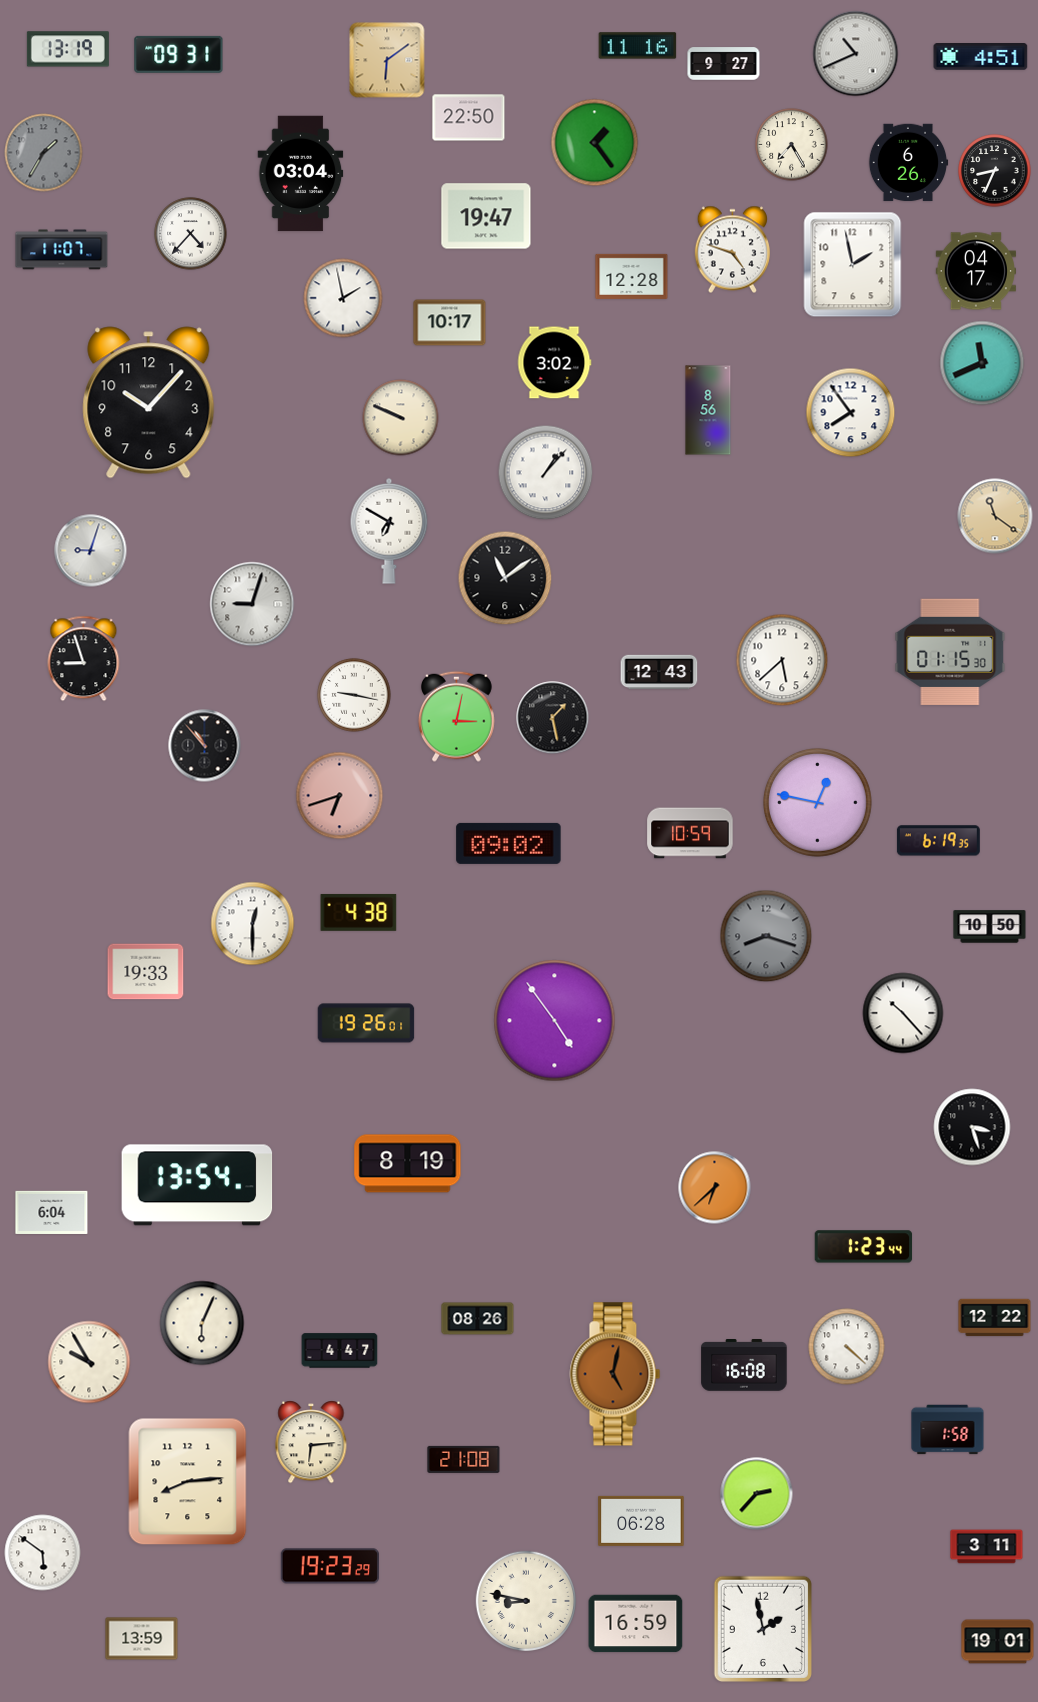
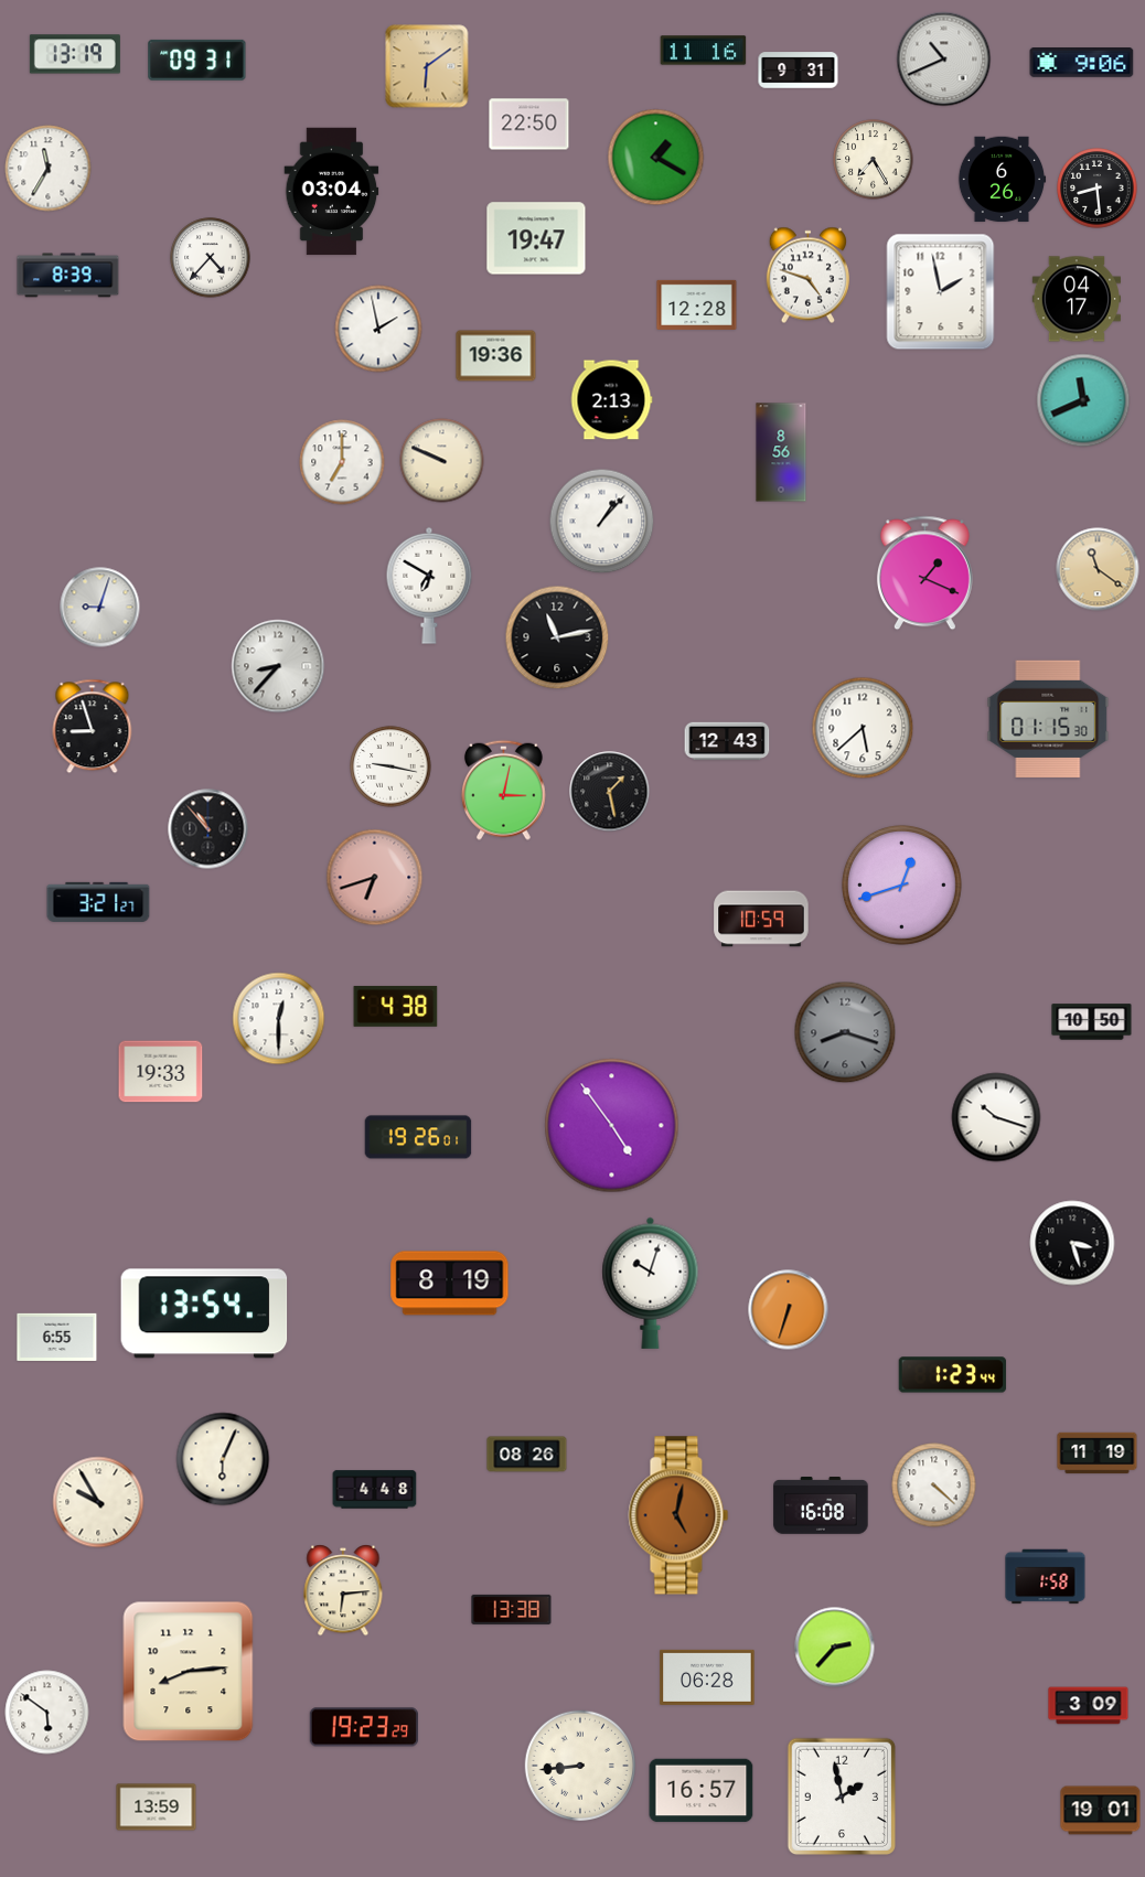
clock at (981, 57): 4:51 -> 9:06
clock at (724, 64): 9:27 -> 9:31
clock at (469, 118) position: (469, 118) -> (529, 125)
clock at (595, 143): 1:24 -> 1:20
clock at (44, 153): 1:35 -> 11:35
clock at (44, 153) dial: grey -> white
clock at (995, 171): 8:34 -> 8:29
clock at (62, 250): 11:07 -> 8:39
clock at (450, 323): 10:17 -> 19:36
clock at (554, 363): 3:02 -> 2:13
clock at (149, 403): 10:07 -> none
clock at (851, 413): 7:54 -> none
clock at (342, 462): none -> 7:00
clock at (924, 573): none -> 1:19
clock at (505, 578): 11:09 -> 11:13
clock at (252, 604): 9:03 -> 8:37
clock at (205, 746) position: (205, 746) -> (208, 829)
clock at (817, 802): 12:47 -> 12:42
clock at (98, 902): none -> 3:21
clock at (938, 841): 6:19 -> none
clock at (509, 843): 09:02 -> none
clock at (903, 1013): 10:23 -> 10:18
clock at (366, 1023) position: (366, 1023) -> (418, 1137)
clock at (651, 1283): none -> 10:03
clock at (197, 1185) position: (197, 1185) -> (204, 1313)
clock at (715, 1188): 6:38 -> 6:33
clock at (52, 1212): 6:04 -> 6:55
clock at (995, 1318): 12:22 -> 11:19
clock at (340, 1351): 4:47 -> 4:48
clock at (464, 1459): 21:08 -> 13:38
clock at (188, 1482) position: (188, 1482) -> (189, 1672)
clock at (987, 1547): 3:11 -> 3:09
clock at (525, 1600): 8:47 -> 8:44
clock at (636, 1624): 16:59 -> 16:57
